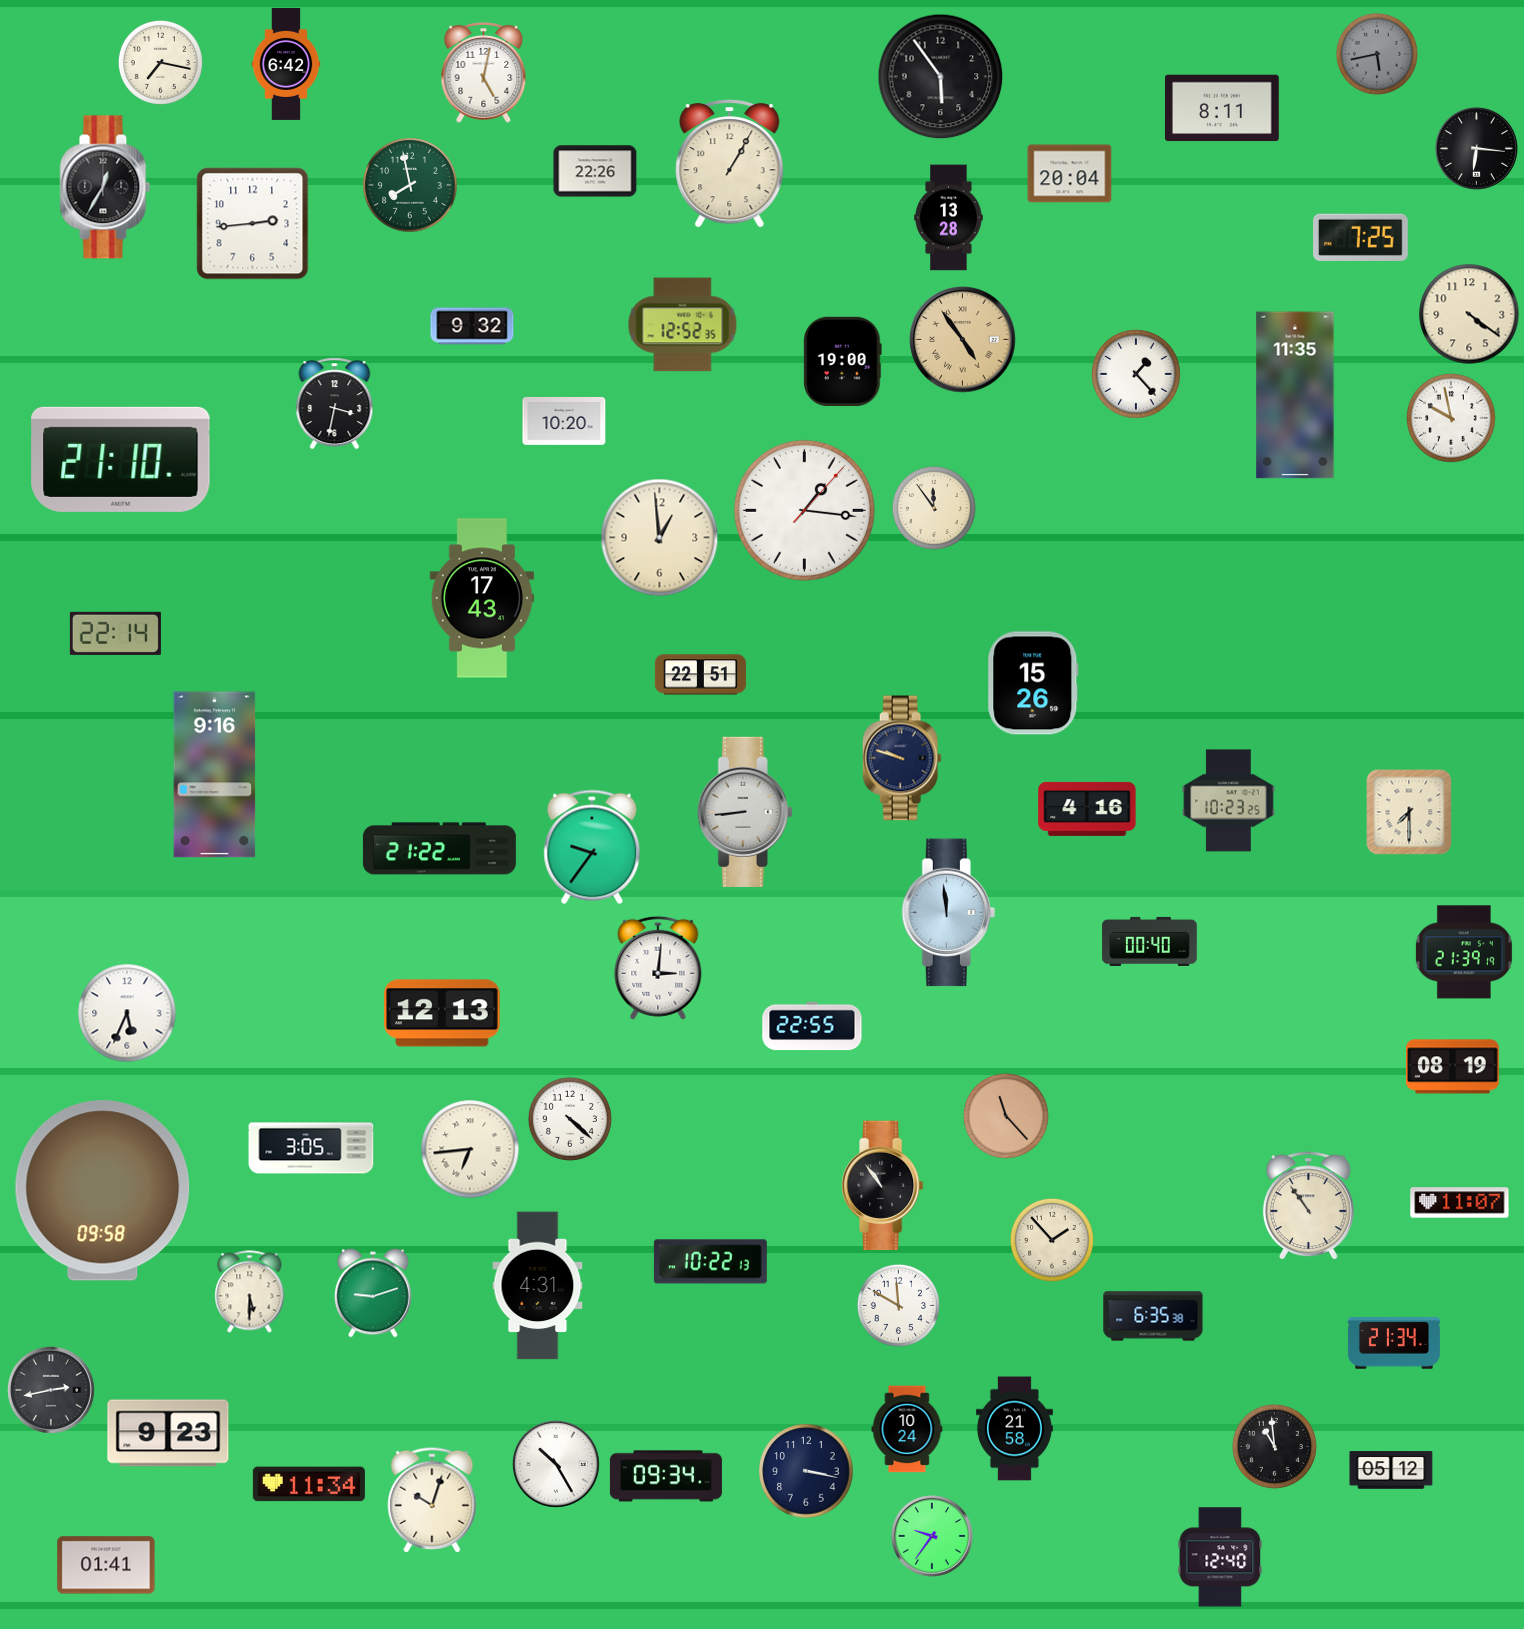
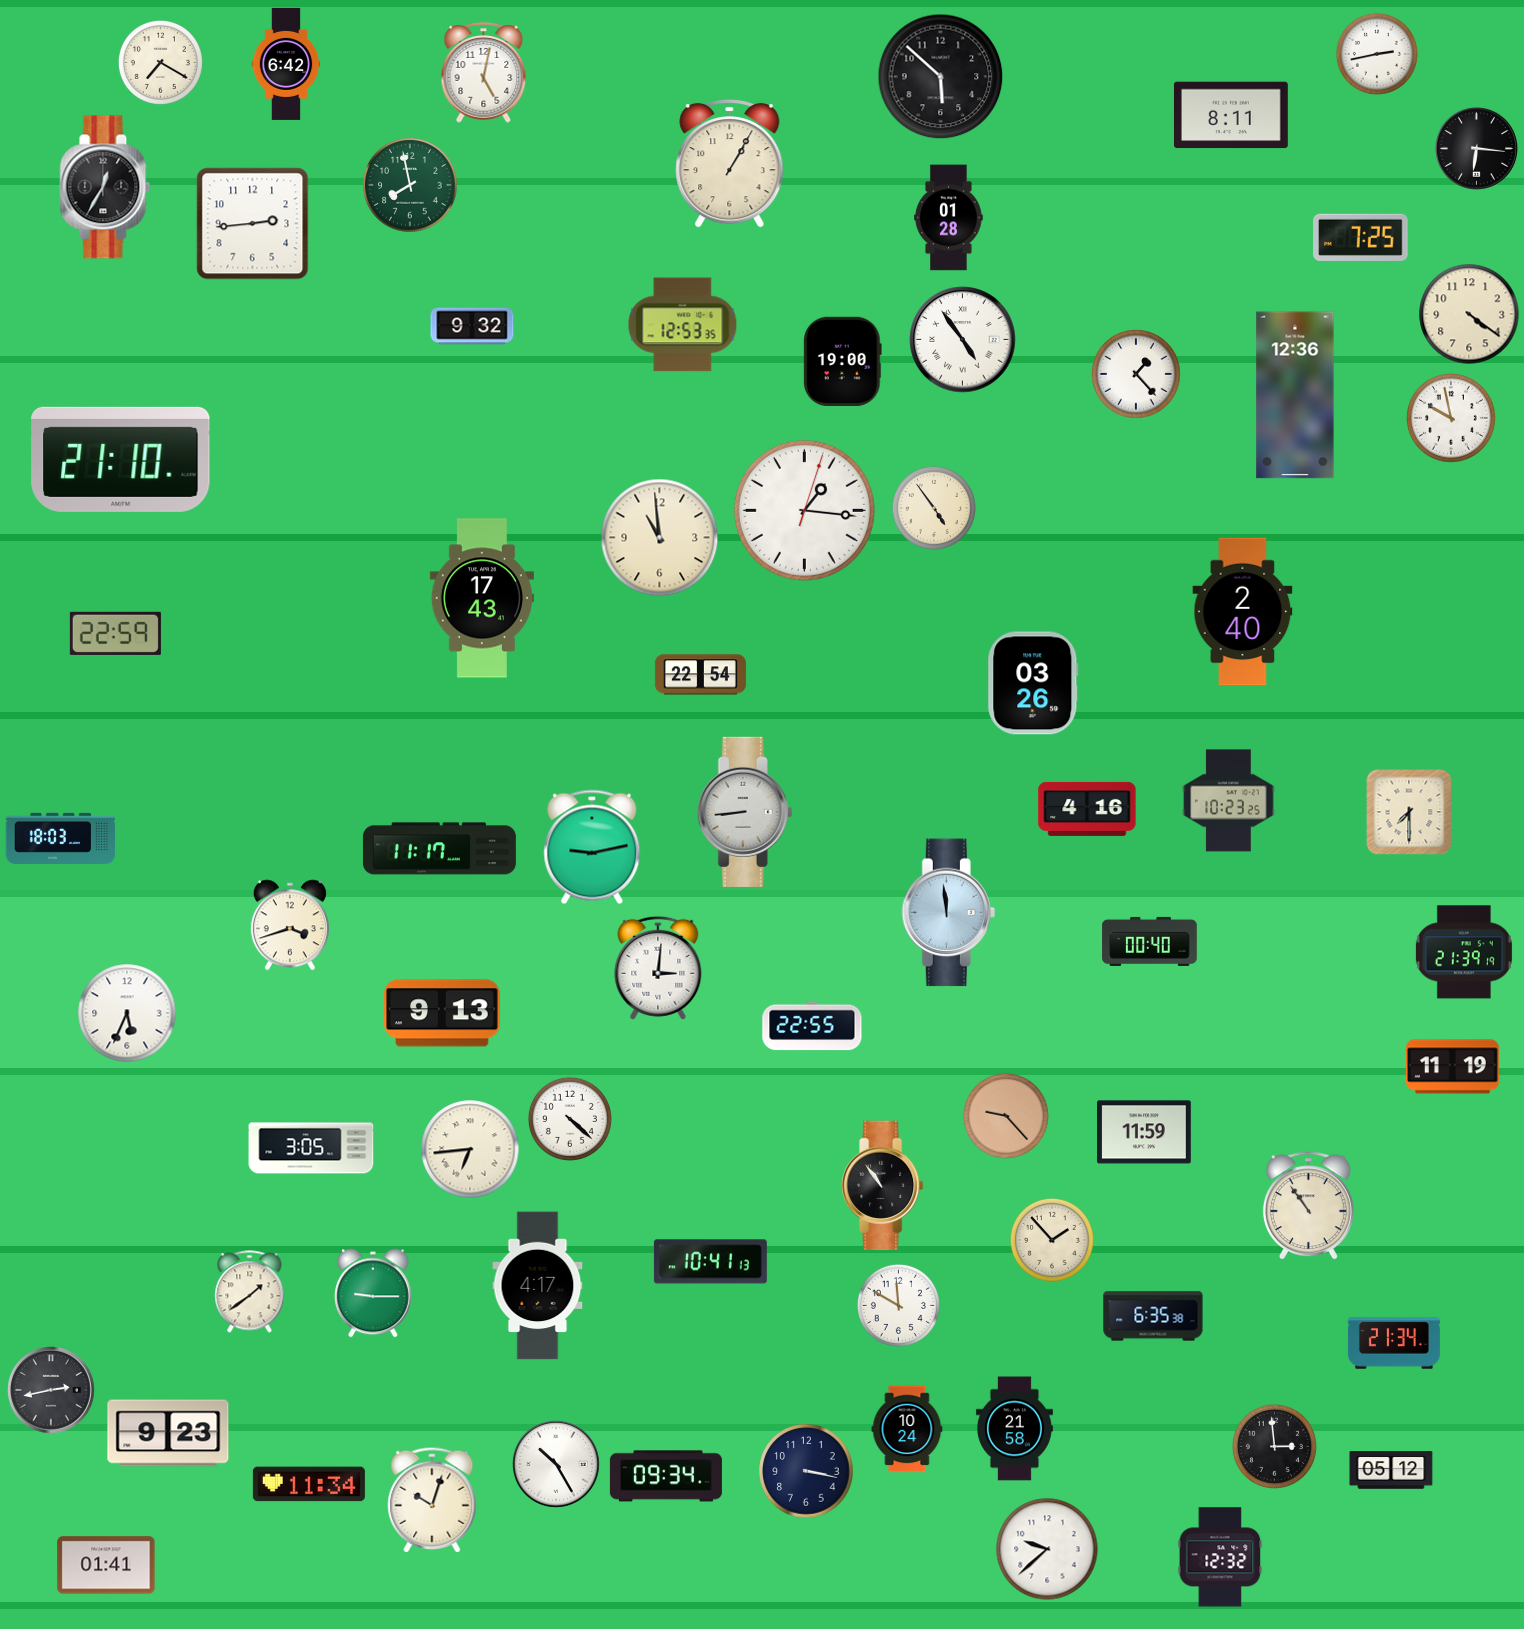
clock at (1377, 54): 5:43 -> 2:43
clock at (1377, 54) dial: grey -> white
clock at (160, 62): 7:17 -> 7:20
clock at (941, 77): 5:54 -> 5:52
clock at (1222, 108) position: (1222, 108) -> (1231, 115)
clock at (595, 171): 22:26 -> none
clock at (1070, 174): 20:04 -> none
clock at (949, 218): 13:28 -> 01:28
clock at (683, 325): 12:52 -> 12:53
clock at (963, 340) dial: champagne -> white
clock at (1295, 395): 11:35 -> 12:36
clock at (335, 404): 3:32 -> none
clock at (564, 421): 10:20 -> none
clock at (934, 508): 11:54 -> 4:54
clock at (804, 510): 1:16:07 -> 1:16:03
clock at (660, 538): 12:59 -> 10:59
clock at (1243, 612): none -> 2:40
clock at (115, 633): 22:14 -> 22:59
clock at (700, 675): 22:51 -> 22:54
clock at (1033, 683): 15:26 -> 03:26
clock at (902, 758): 9:48 -> none
clock at (215, 775): 9:16 -> none
clock at (61, 838): none -> 18:03
clock at (592, 847): 9:36 -> 9:13
clock at (439, 849): 21:22 -> 11:17
clock at (290, 925): none -> 3:42
clock at (442, 1013): 12:13 -> 9:13
clock at (1452, 1067): 08:19 -> 11:19
clock at (1006, 1116): 11:23 -> 9:23
clock at (1145, 1132): none -> 11:59
clock at (103, 1191): 09:58 -> none
clock at (1460, 1203): 11:07 -> none
clock at (710, 1262): 10:22 -> 10:41
clock at (538, 1286): 4:31 -> 4:17
clock at (250, 1292): 5:30 -> 1:39
clock at (374, 1293): 9:12 -> 9:15
clock at (1274, 1446): 10:59 -> 2:59
clock at (932, 1536): 9:36 -> none
clock at (1047, 1549): none -> 9:38
clock at (1220, 1557): 12:40 -> 12:32
